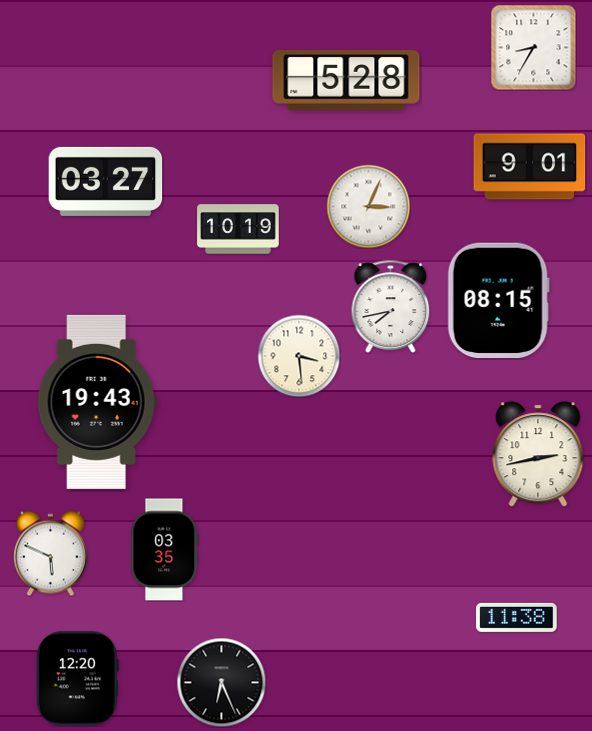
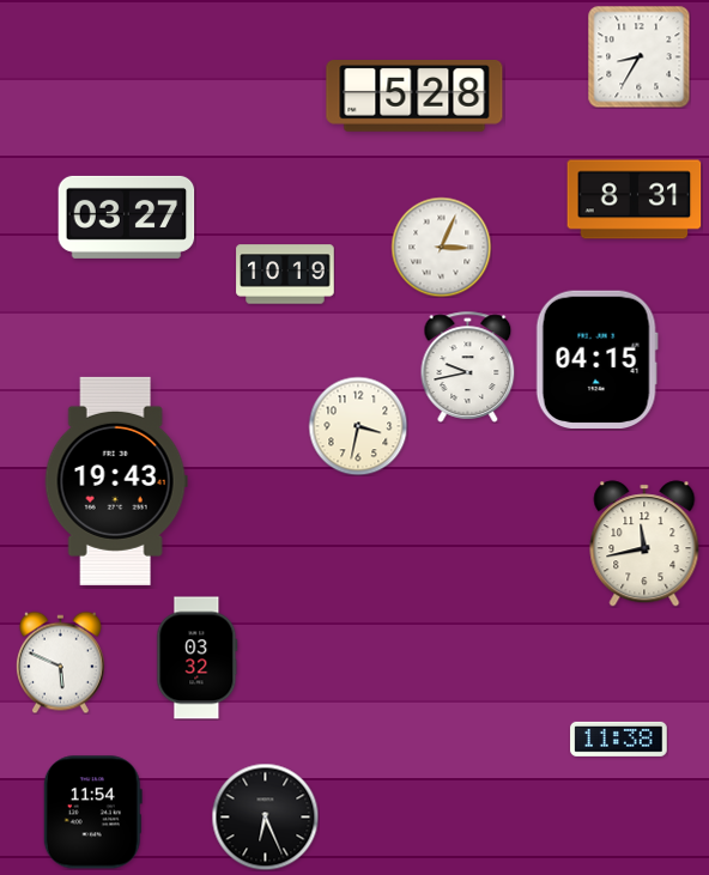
clock at (530, 167): 9:01 -> 8:31
clock at (498, 300): 08:15 -> 04:15
clock at (391, 306): 7:43 -> 9:43
clock at (299, 356): 3:29 -> 3:32
clock at (538, 454): 2:43 -> 11:43
clock at (165, 550): 03:35 -> 03:32
clock at (77, 679): 12:20 -> 11:54
